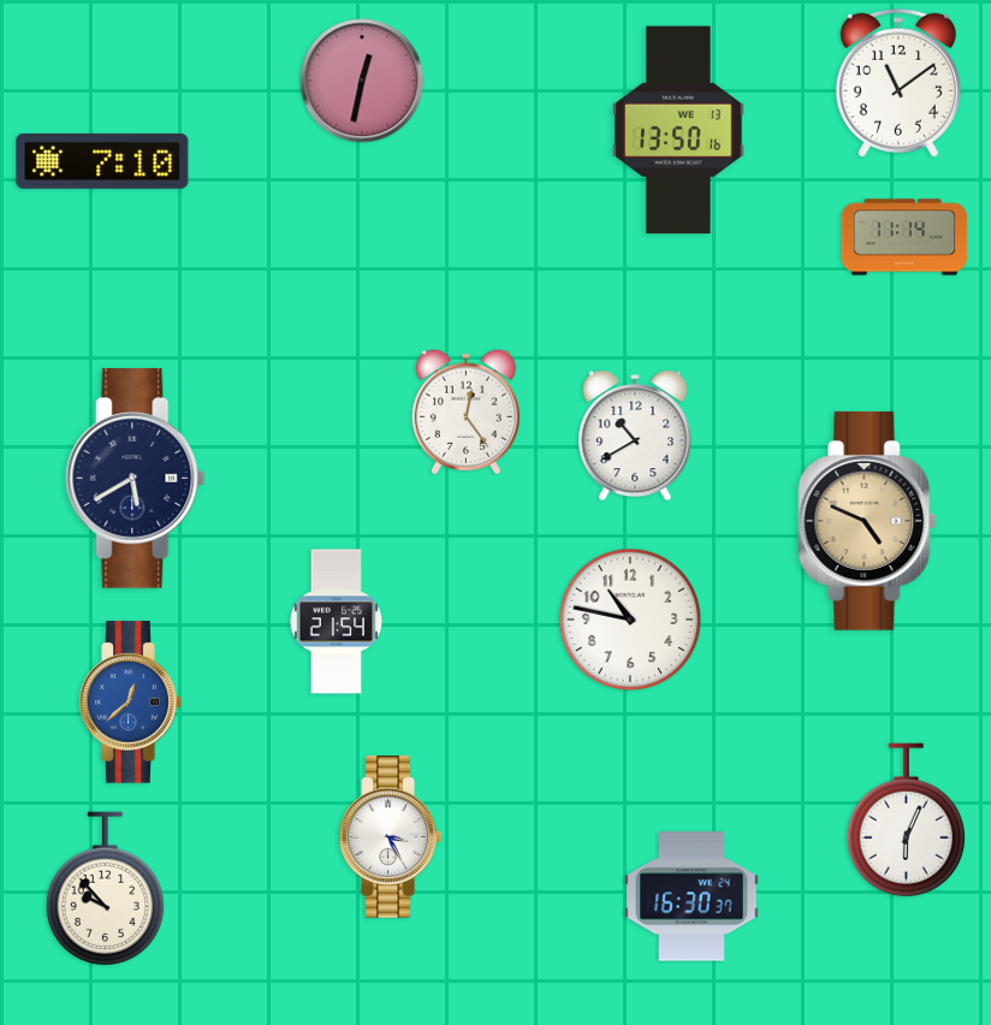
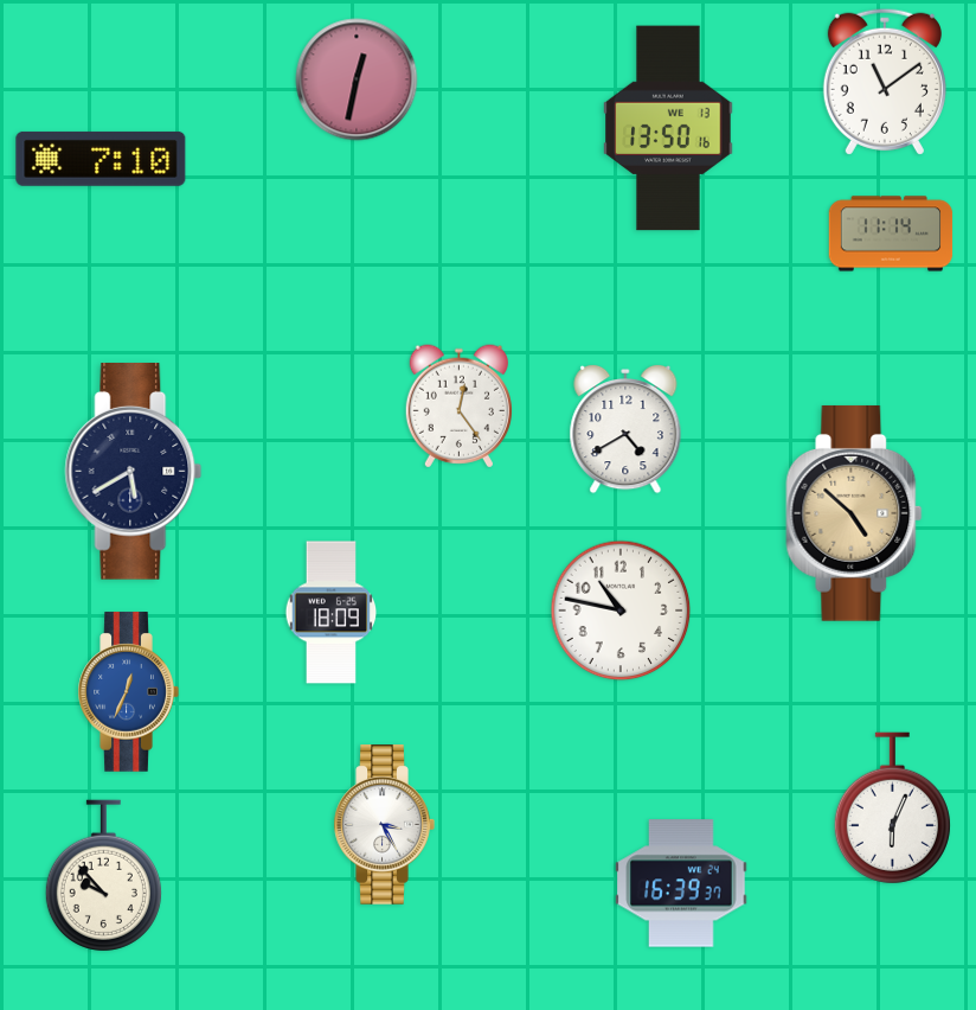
clock at (635, 436): 10:40 -> 4:40
clock at (867, 521): 4:49 -> 4:52
clock at (337, 622): 21:54 -> 18:09
clock at (130, 703): 12:38 -> 12:34
clock at (692, 896): 16:30 -> 16:39
